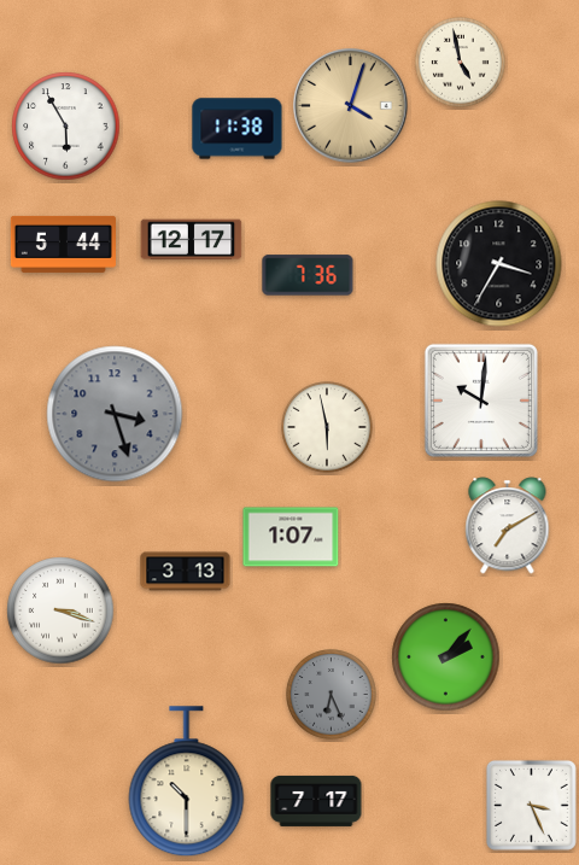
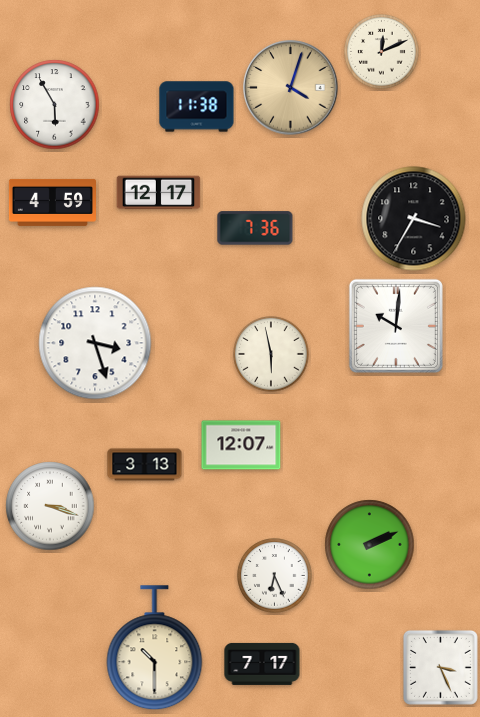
clock at (461, 63): 4:58 -> 12:11
clock at (192, 240) position: (192, 240) -> (159, 193)
clock at (63, 244): 5:44 -> 4:59
clock at (481, 401) position: (481, 401) -> (396, 326)
clock at (115, 414) dial: grey -> white
clock at (508, 526): 7:10 -> none
clock at (291, 537): 1:07 -> 12:07
clock at (186, 572) position: (186, 572) -> (145, 465)
clock at (446, 657): 2:07 -> 2:11
clock at (332, 695) dial: grey -> white
